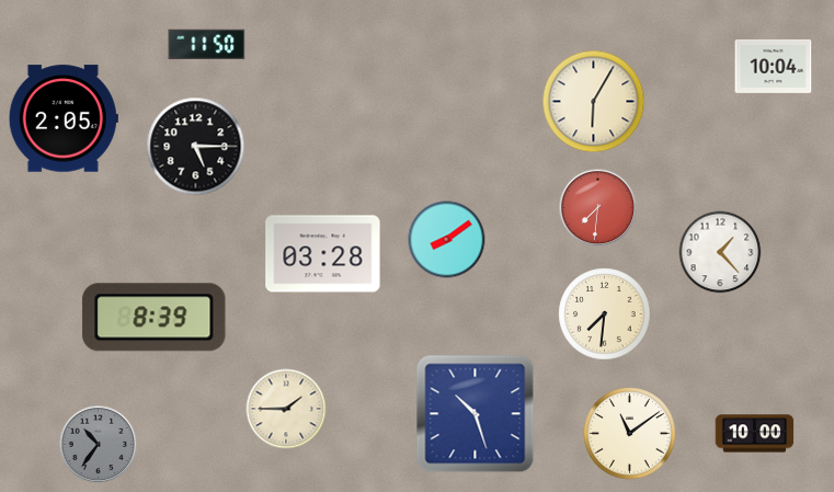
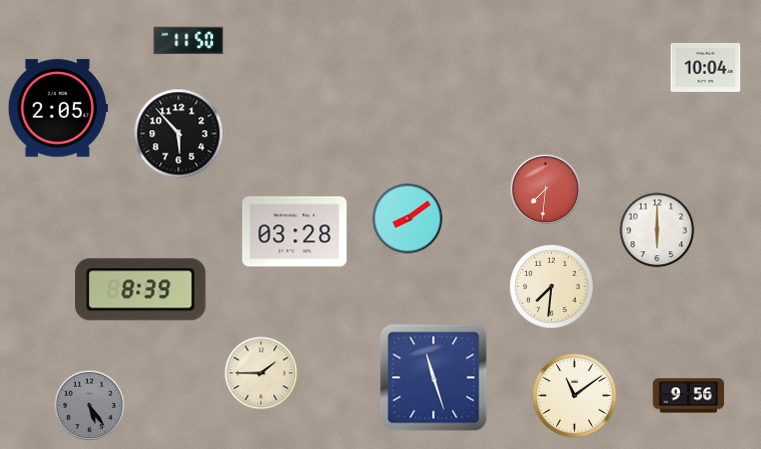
clock at (774, 66) position: (774, 66) -> (706, 67)
clock at (594, 102): 6:05 -> none
clock at (196, 147): 5:15 -> 5:53
clock at (720, 252): 1:23 -> 6:00
clock at (476, 414): 10:27 -> 11:27
clock at (755, 434): 10:00 -> 9:56
clock at (99, 445): 10:36 -> 5:24
